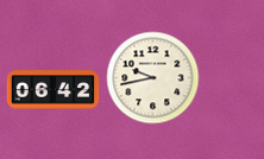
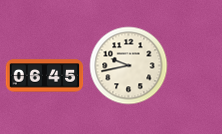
clock at (52, 90): 06:42 -> 06:45
